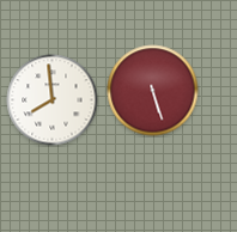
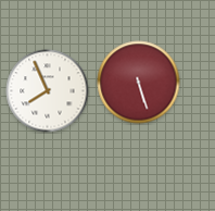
clock at (53, 100): 7:59 -> 7:56
